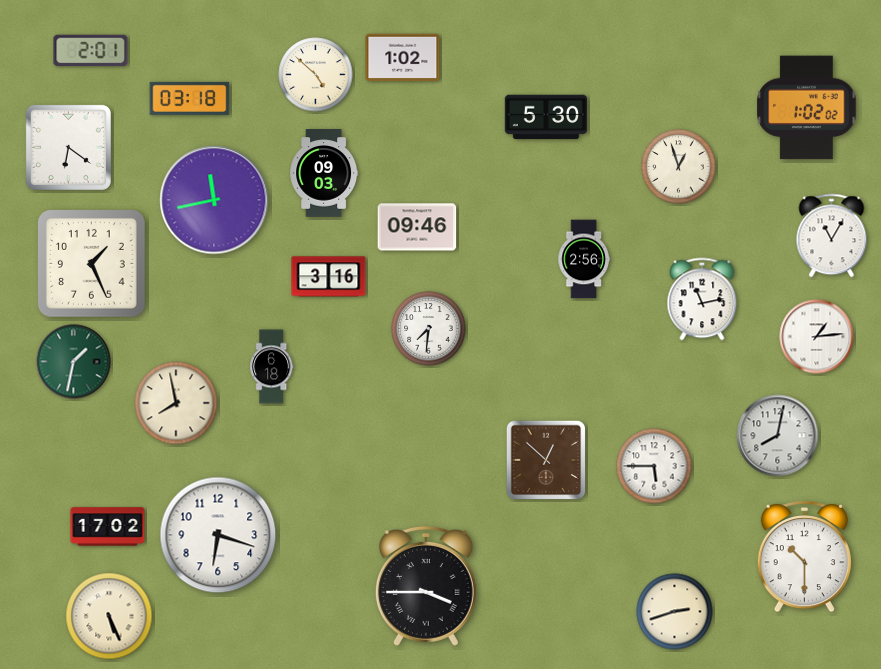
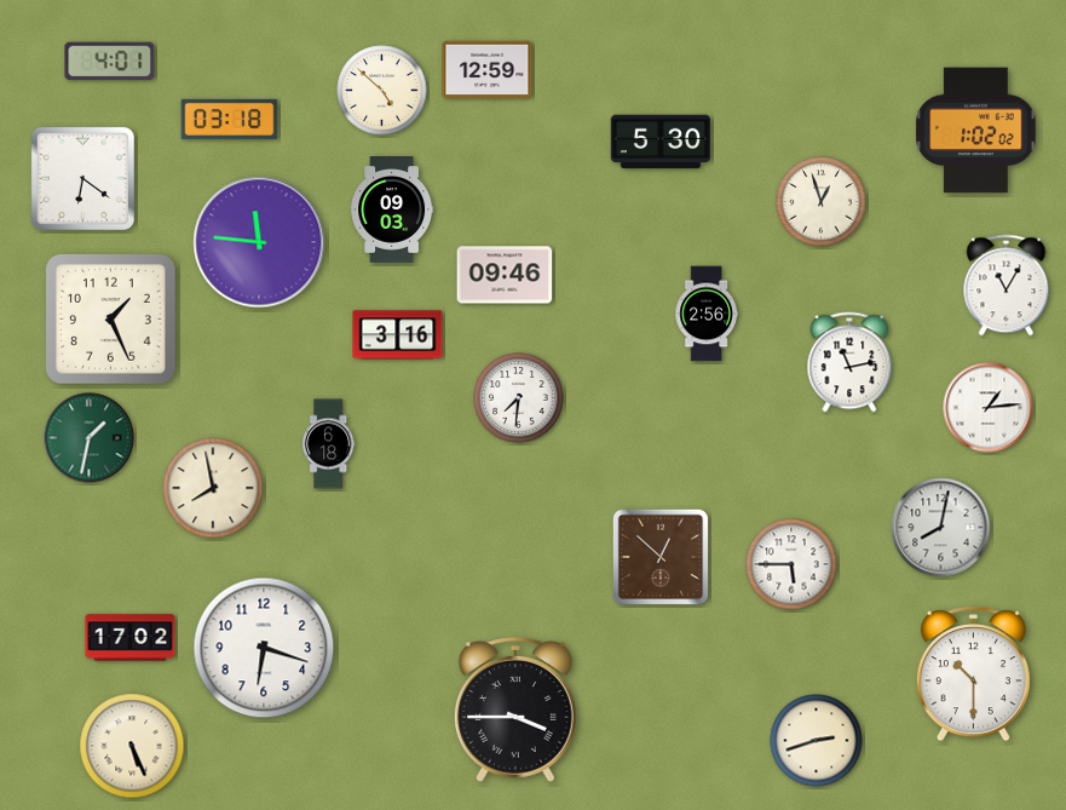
clock at (91, 51): 2:01 -> 4:01
clock at (403, 58): 1:02 -> 12:59
clock at (214, 200): 11:43 -> 11:46
